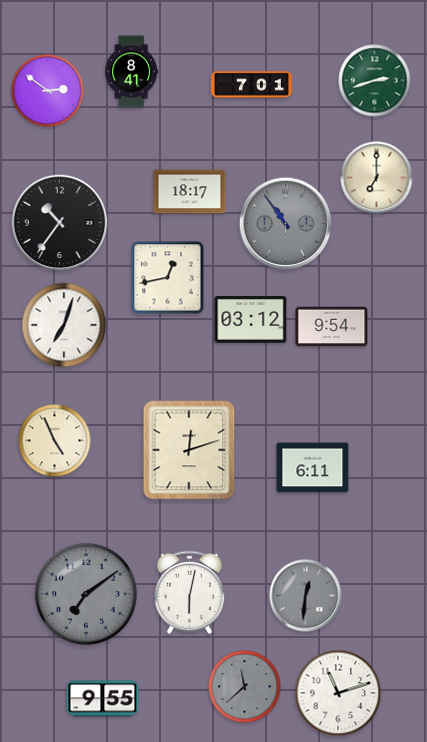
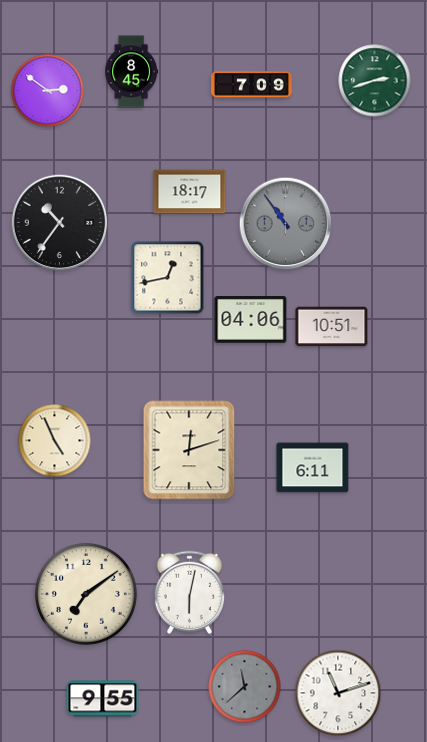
clock at (132, 72): 8:41 -> 8:45
clock at (252, 85): 7:01 -> 7:09
clock at (377, 178): 7:00 -> none
clock at (251, 320): 03:12 -> 04:06
clock at (64, 325): 7:03 -> none
clock at (332, 327): 9:54 -> 10:51
clock at (86, 594) dial: grey -> cream
clock at (306, 596): 12:31 -> none
